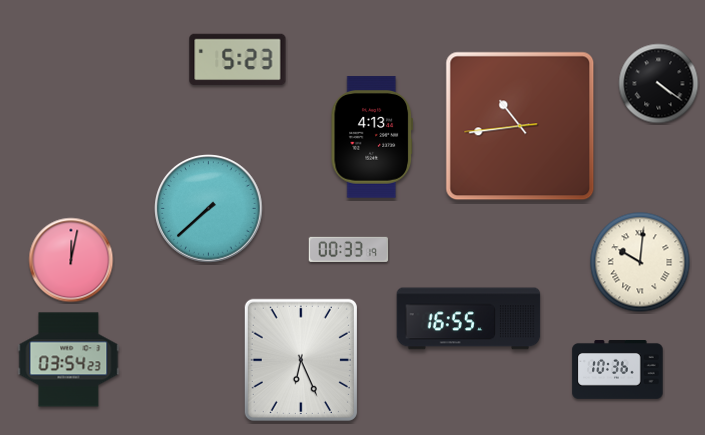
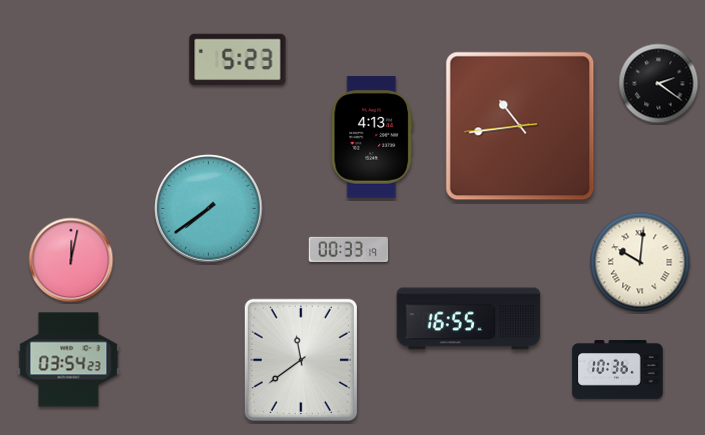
clock at (659, 84): 4:21 -> 2:21
clock at (209, 209): 7:38 -> 7:39
clock at (301, 360): 6:26 -> 11:39
